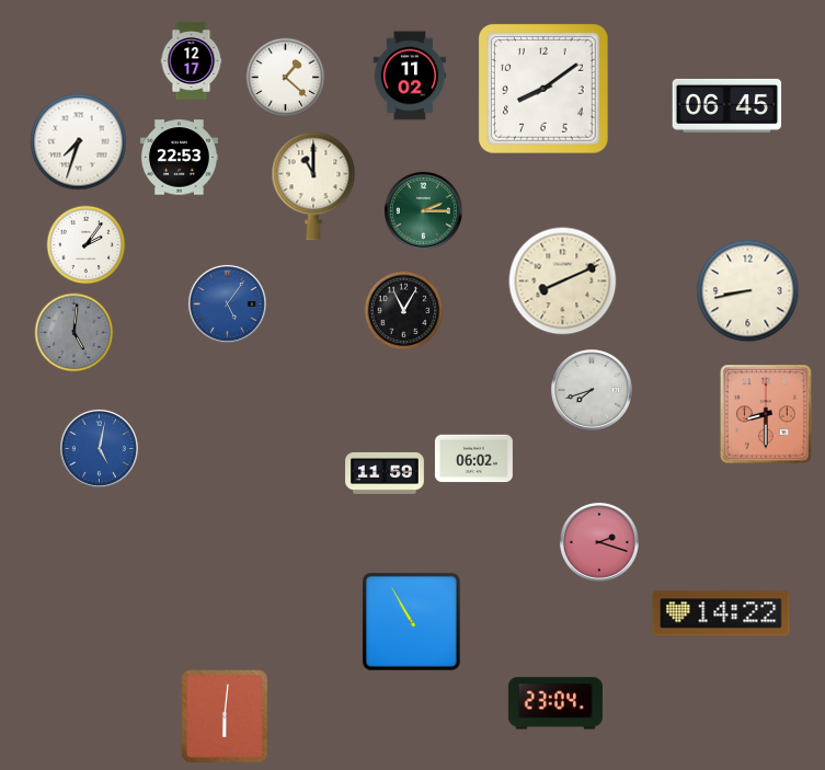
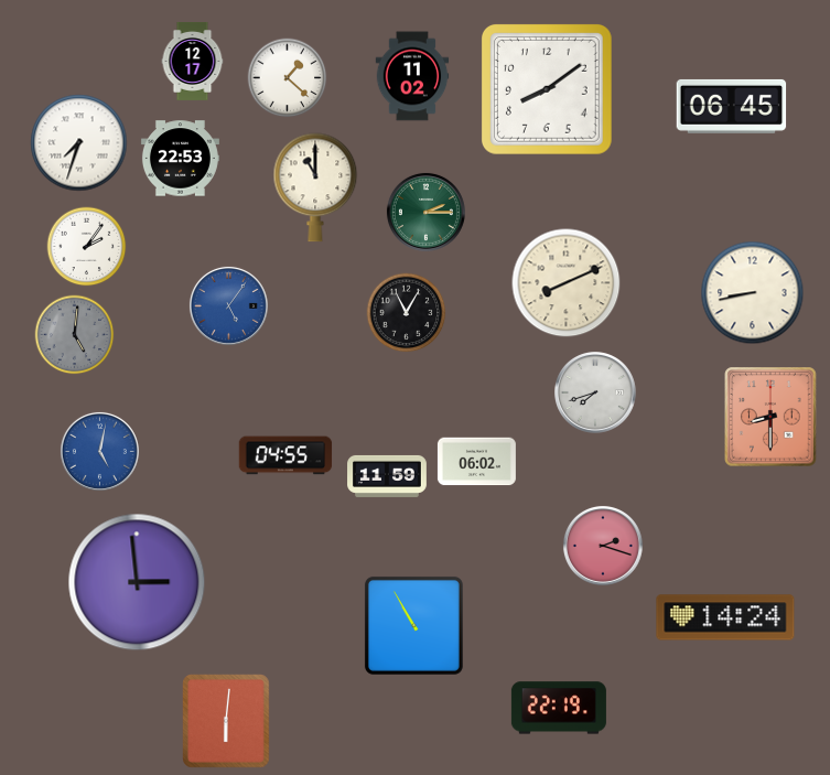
clock at (285, 455): none -> 04:55
clock at (137, 582): none -> 2:59
clock at (721, 613): 14:22 -> 14:24
clock at (555, 703): 23:04 -> 22:19
